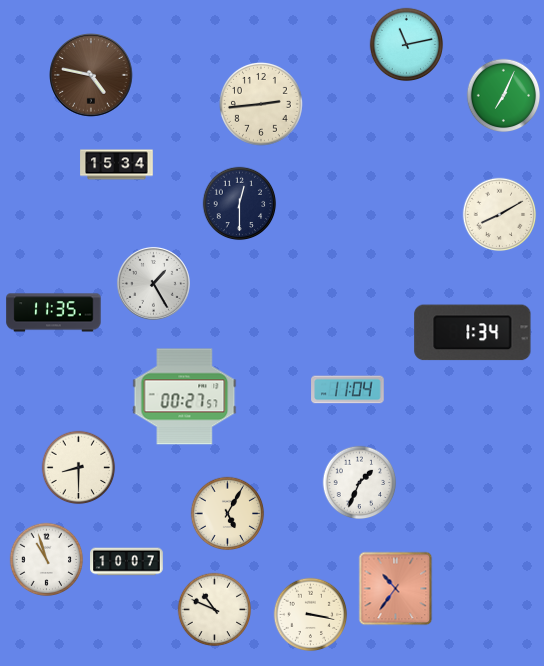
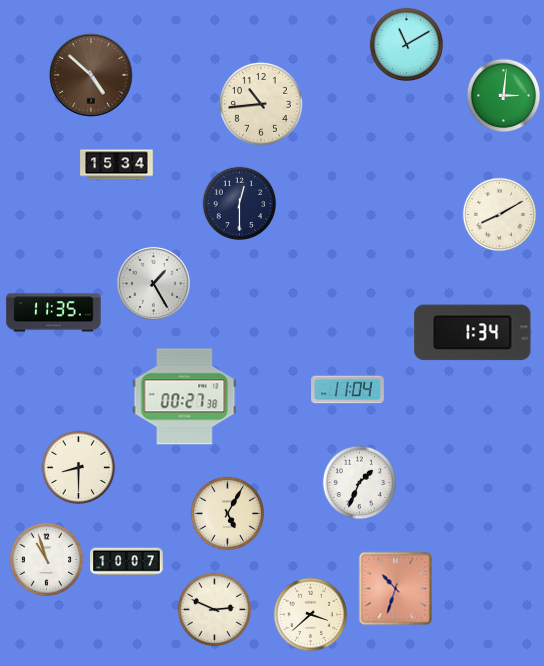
clock at (407, 45): 11:13 -> 11:10
clock at (91, 75): 4:47 -> 4:52
clock at (504, 96): 7:04 -> 3:01
clock at (261, 104): 2:44 -> 10:44
clock at (185, 397): 00:27:57 -> 00:27:38
clock at (396, 589): 10:36 -> 10:33
clock at (215, 610): 10:49 -> 2:49
clock at (311, 615): 3:17 -> 3:38
